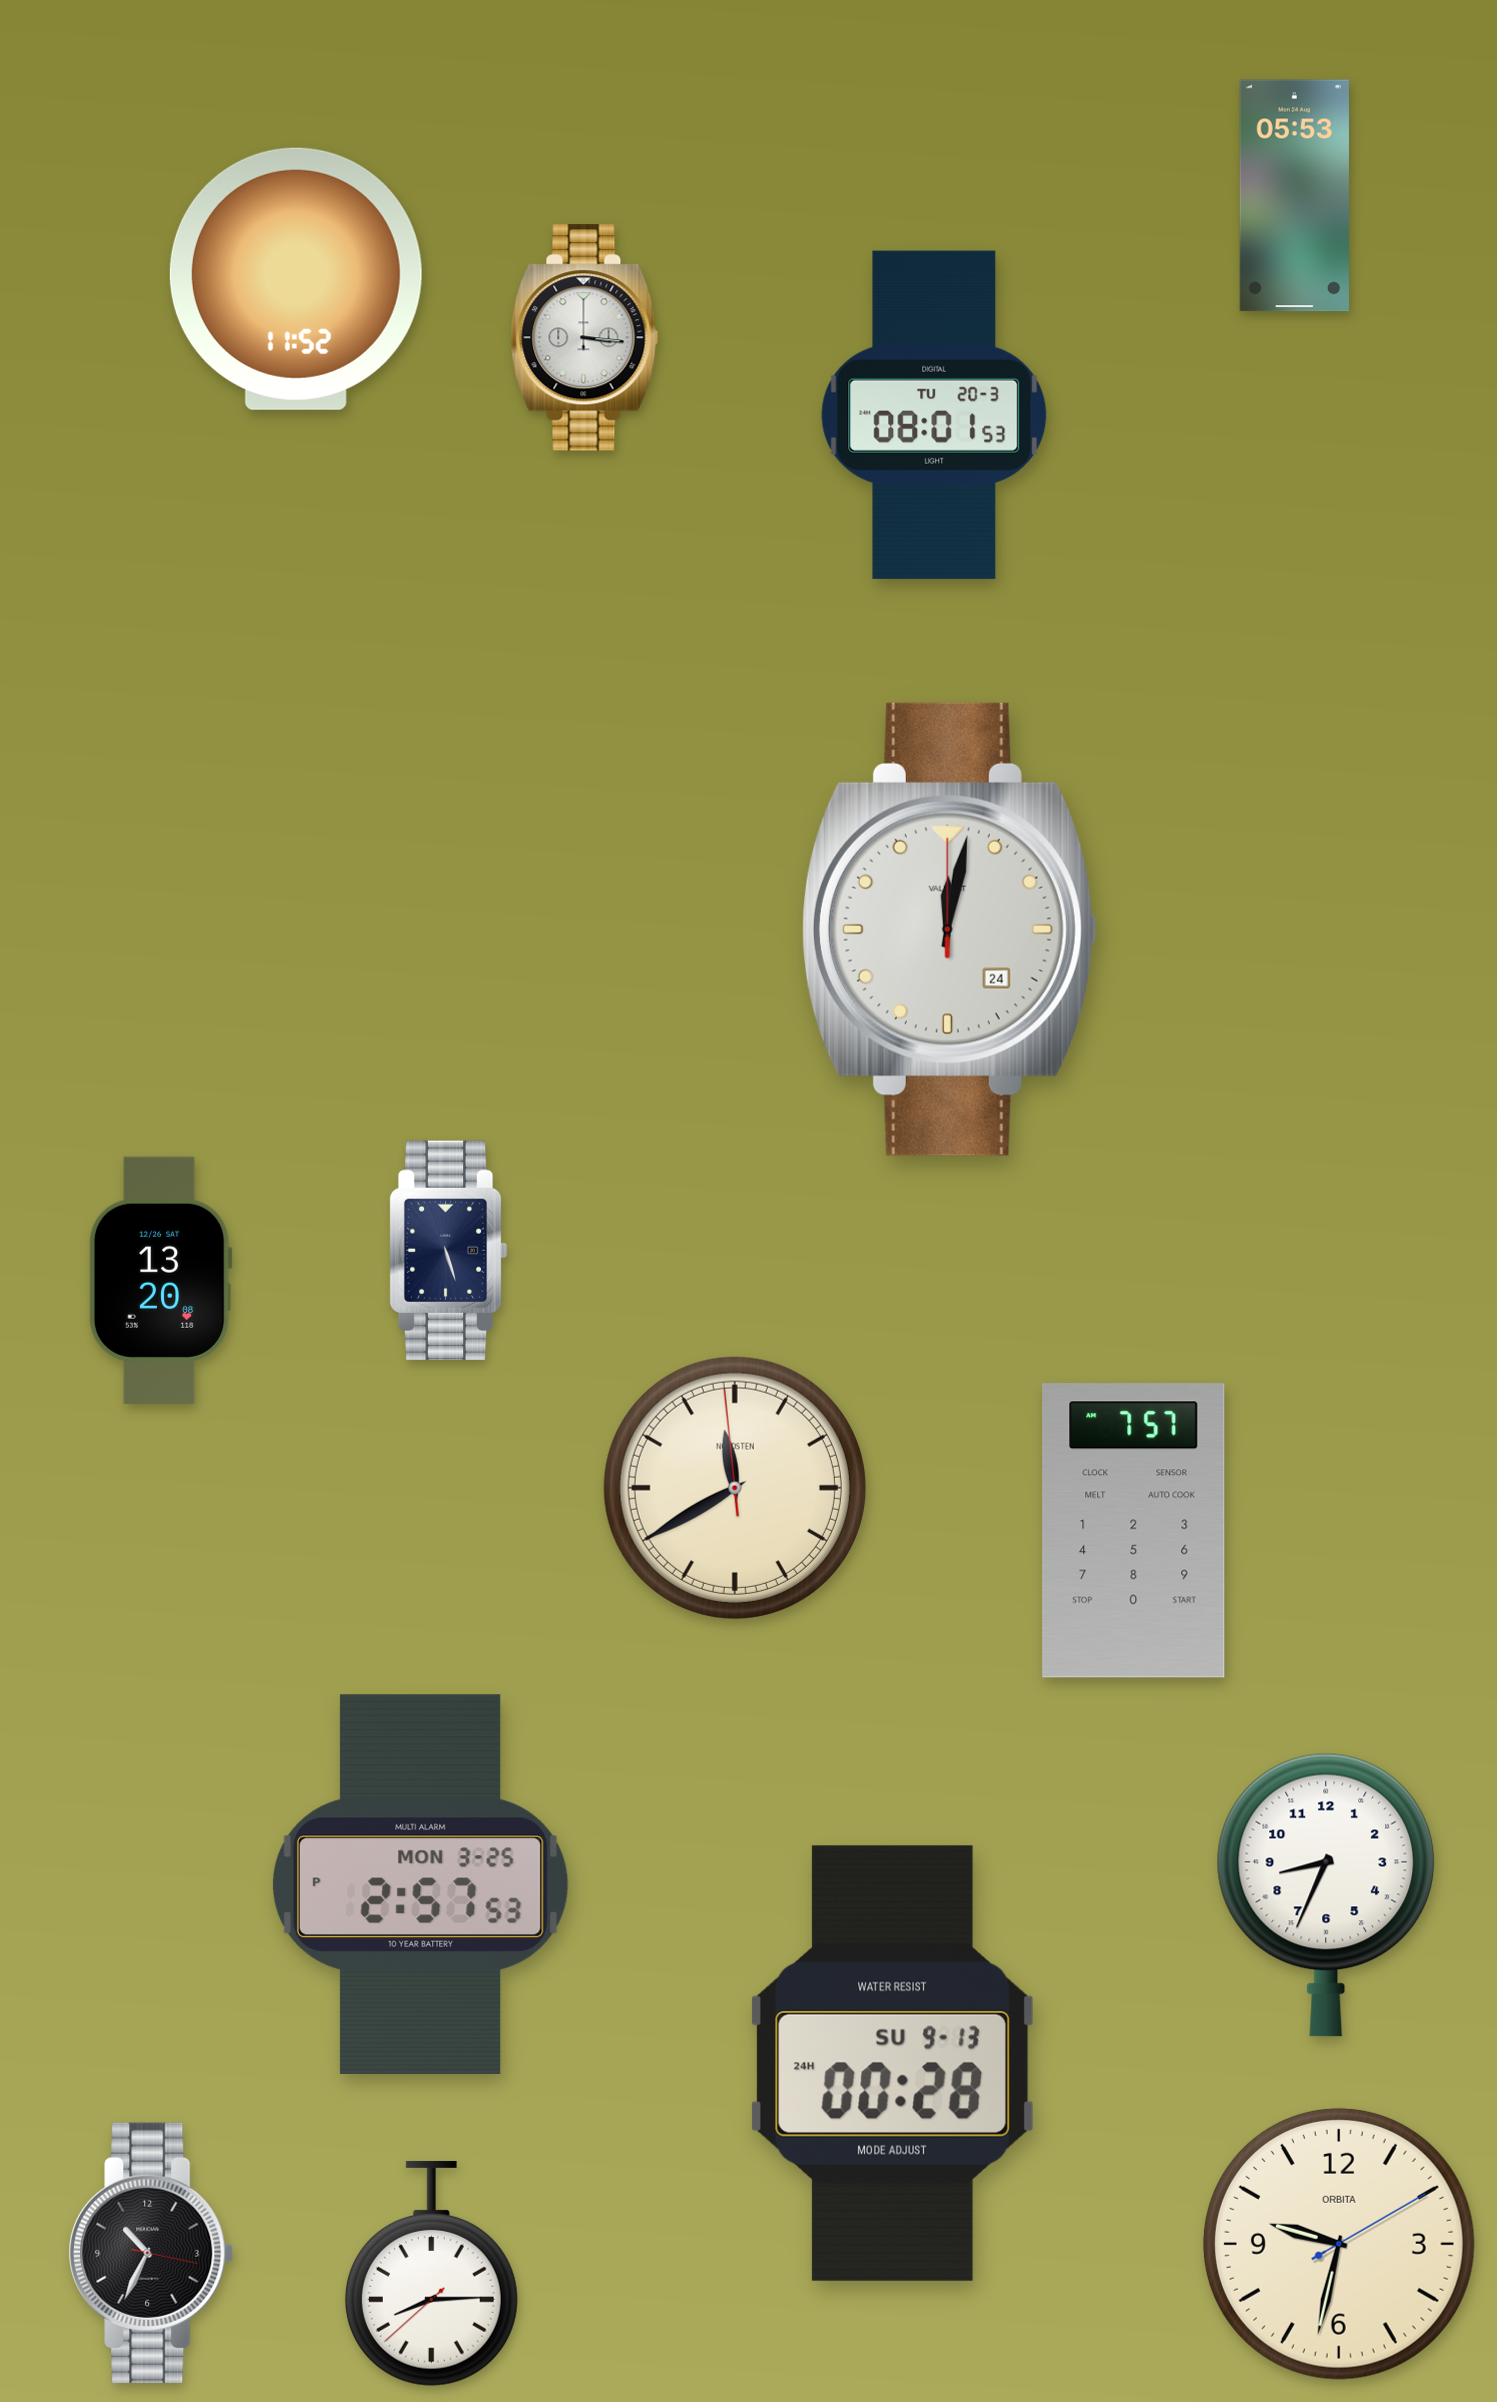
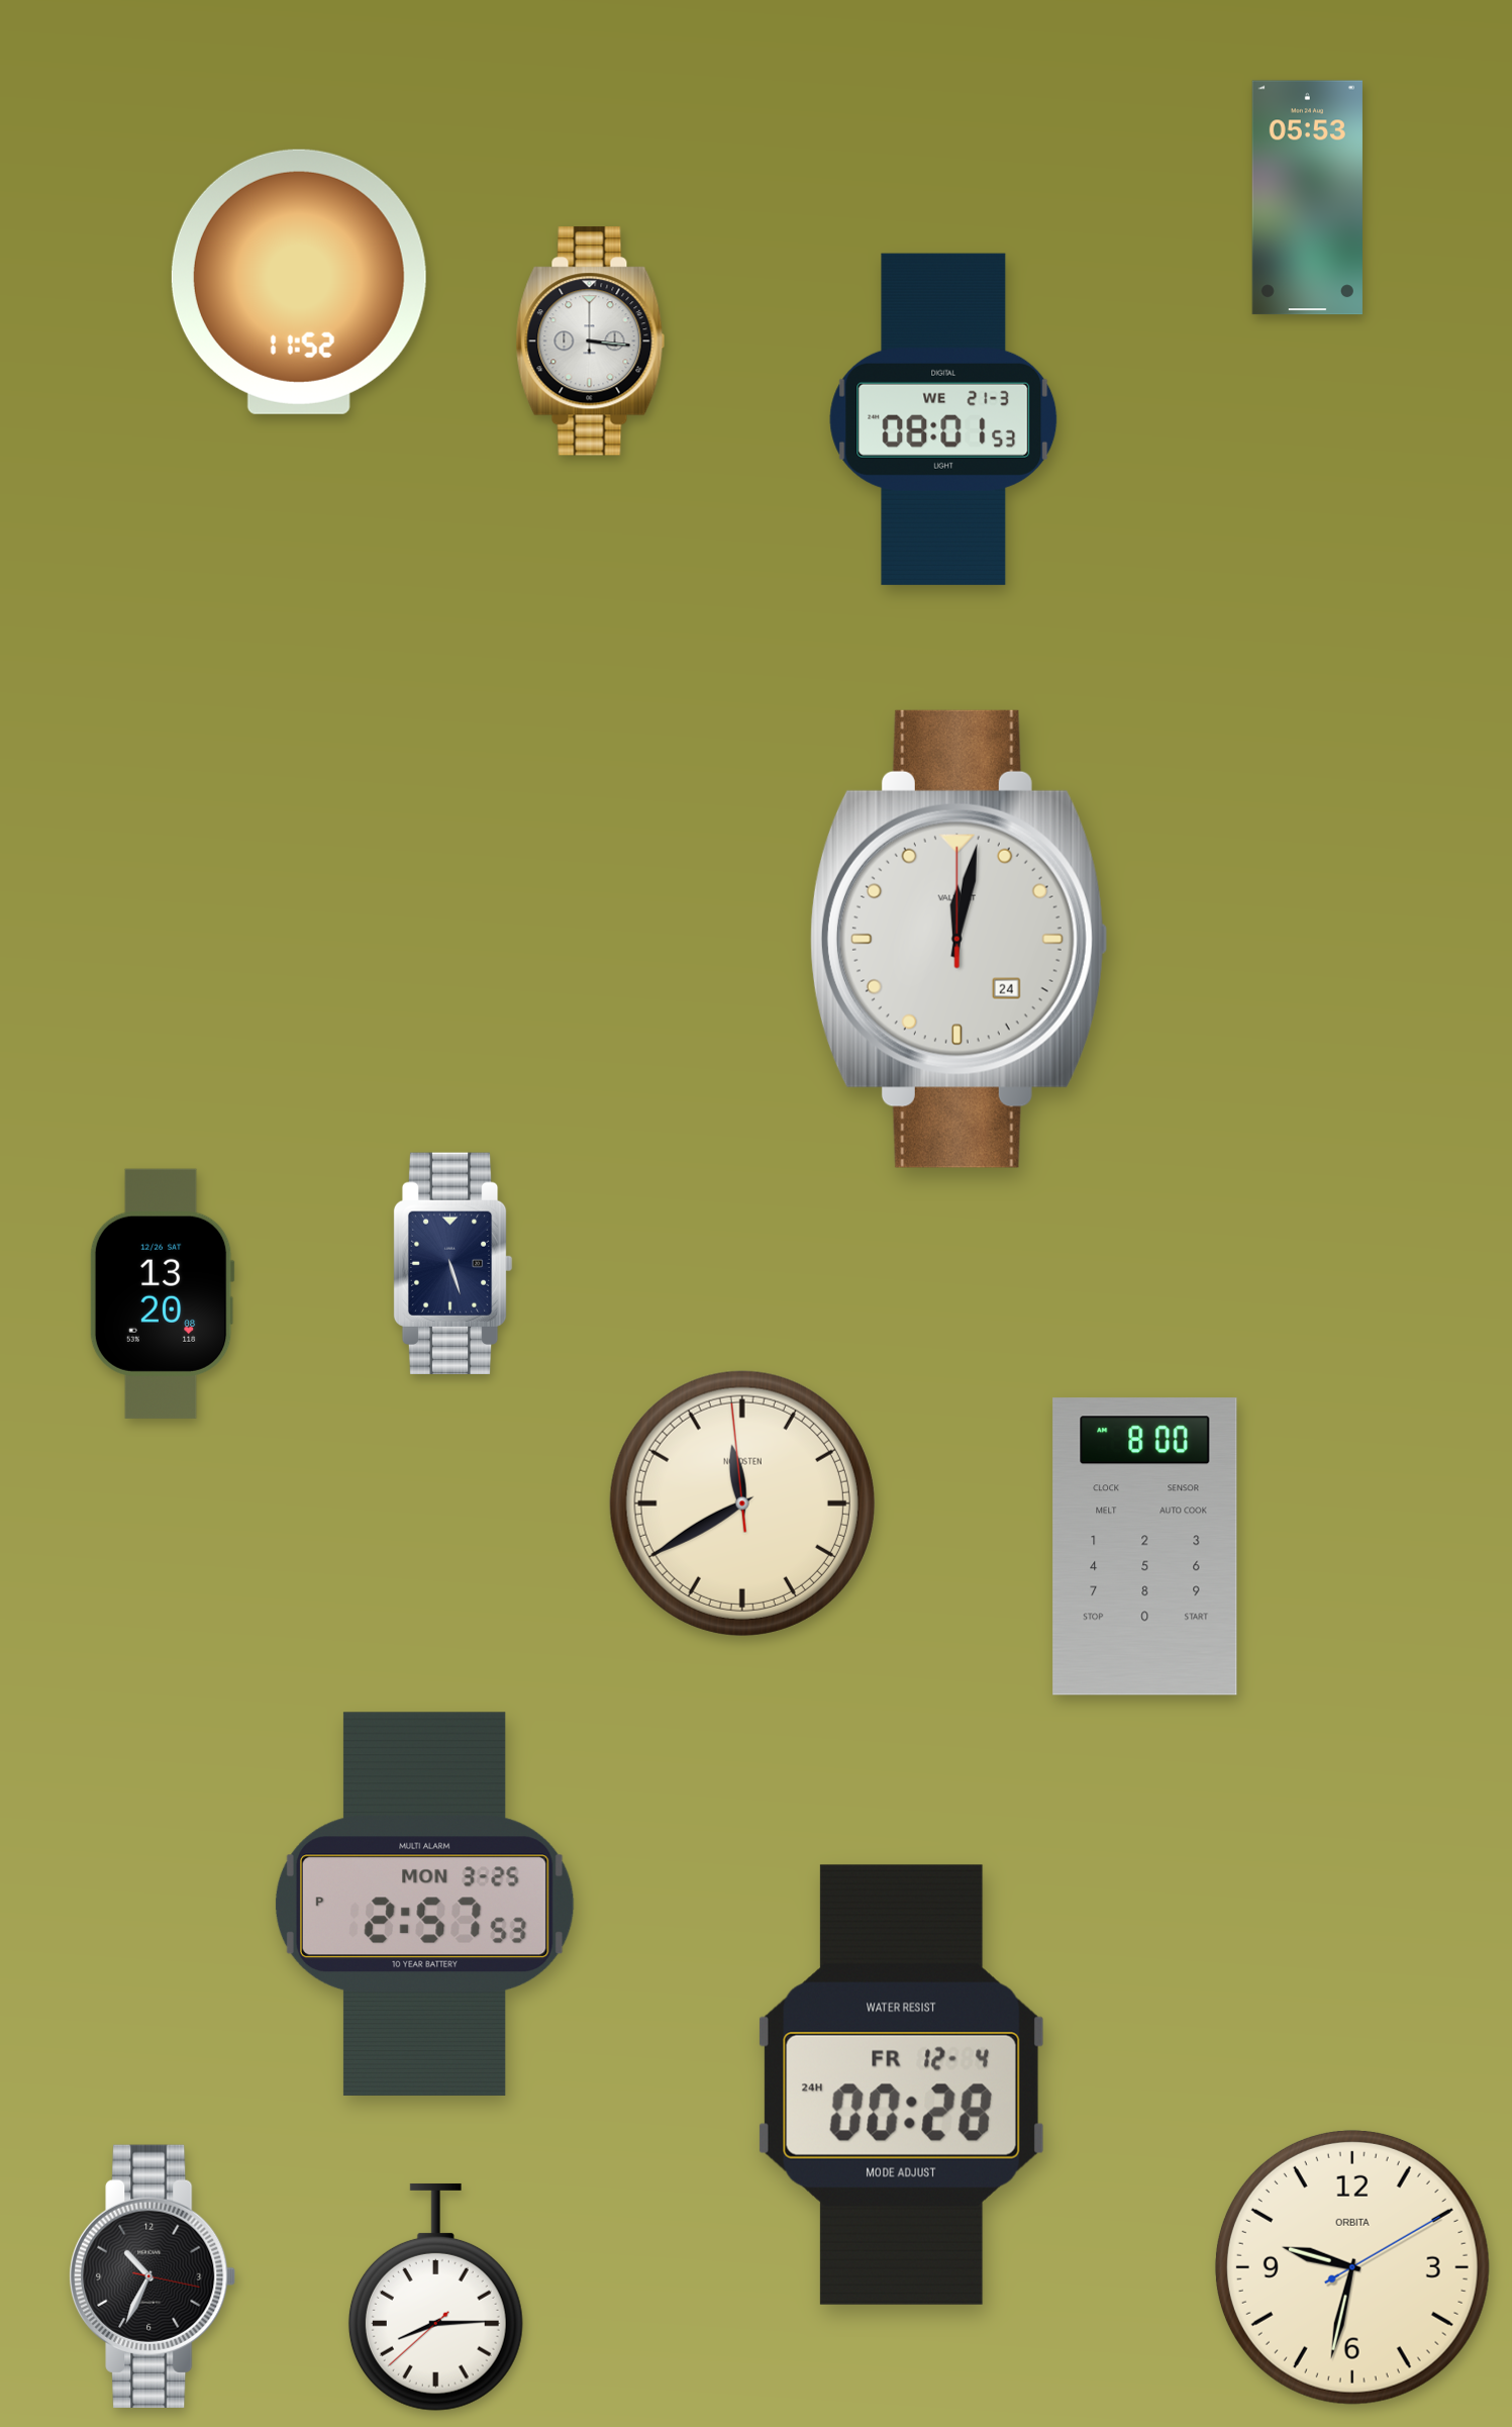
clock at (934, 415) date: TU 20-3 -> WE 21-3
clock at (1134, 1531): 7:57 -> 8:00
clock at (1326, 1895): 8:34 -> none
clock at (892, 2063) date: SU 9-13 -> FR 12-4
